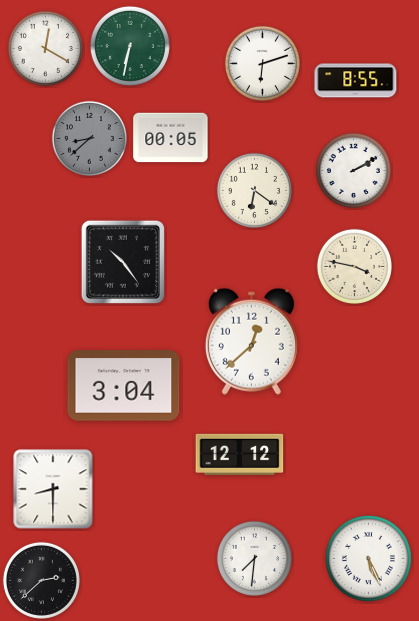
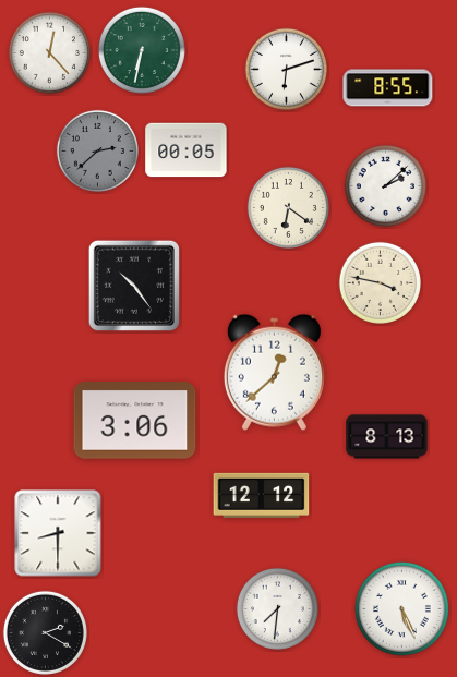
clock at (45, 48): 12:20 -> 12:23
clock at (89, 138): 8:38 -> 2:38
clock at (353, 170): 2:10 -> 2:08
clock at (254, 190) position: (254, 190) -> (288, 207)
clock at (354, 266) position: (354, 266) -> (380, 282)
clock at (124, 386): 3:04 -> 3:06
clock at (387, 437): none -> 8:13
clock at (41, 580): 2:38 -> 2:20
